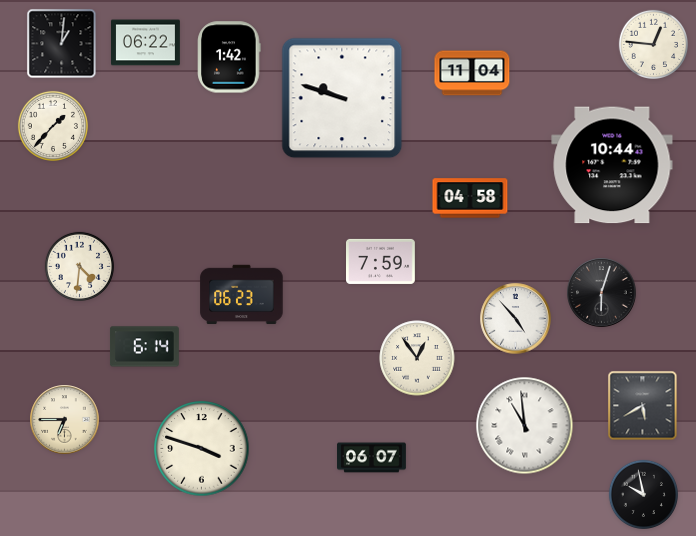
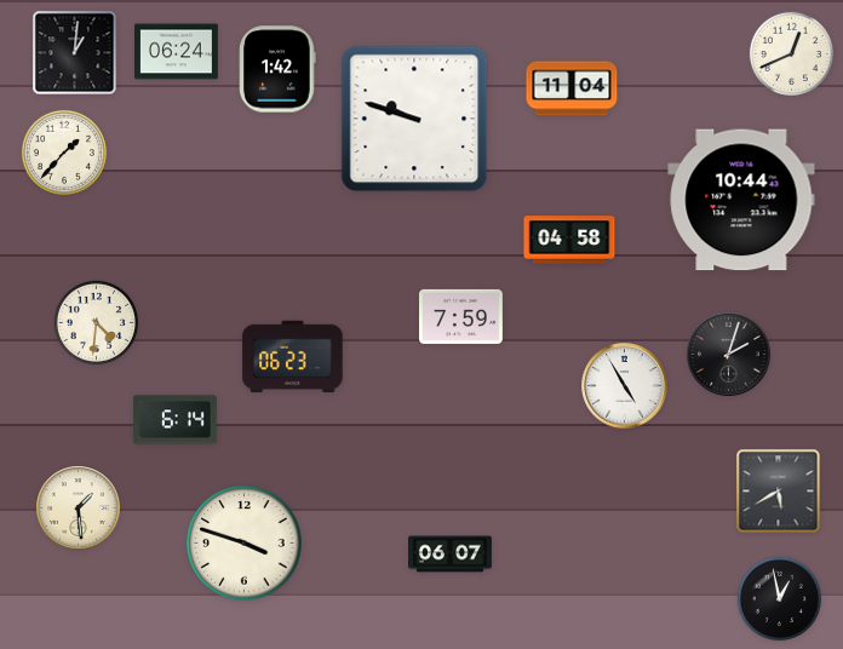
clock at (146, 43): 06:22 -> 06:24
clock at (653, 44): 12:46 -> 12:41
clock at (602, 293): 6:03 -> 2:03
clock at (516, 319): 4:53 -> 4:55
clock at (417, 358): 12:54 -> none
clock at (65, 420): 6:45 -> 1:29
clock at (525, 426): 10:59 -> none
clock at (643, 494): 9:58 -> 12:58
